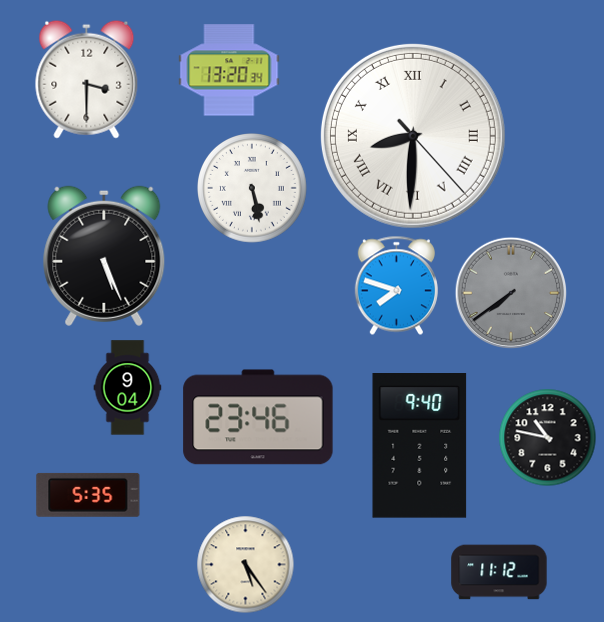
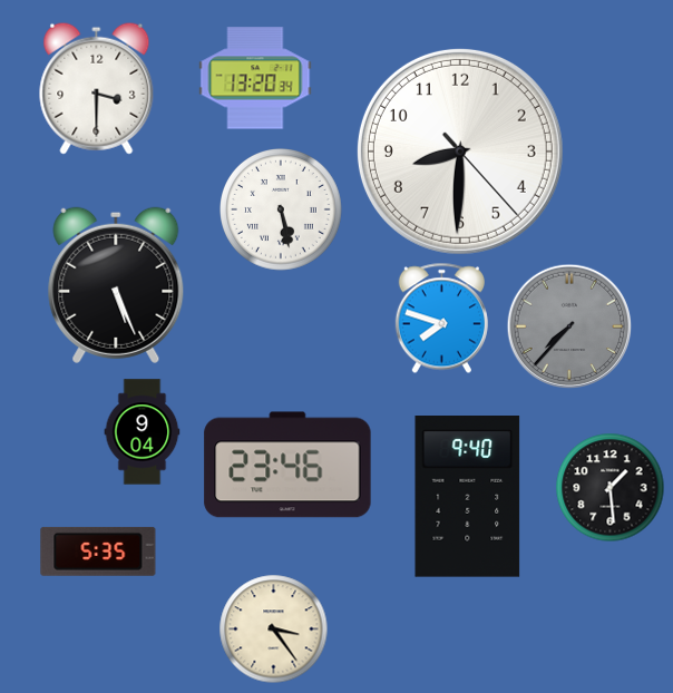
clock at (413, 136) numerals: Roman -> Arabic
clock at (511, 293): 7:39 -> 7:37
clock at (547, 437): 10:47 -> 1:29
clock at (245, 564): 5:24 -> 3:24
clock at (499, 572): 11:12 -> none
